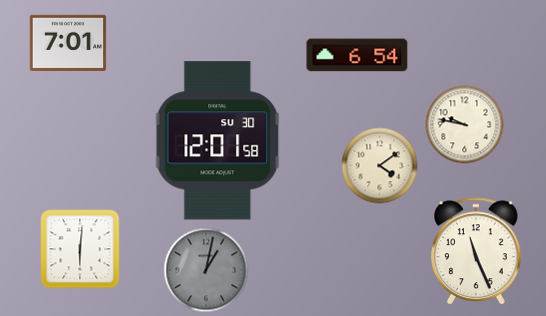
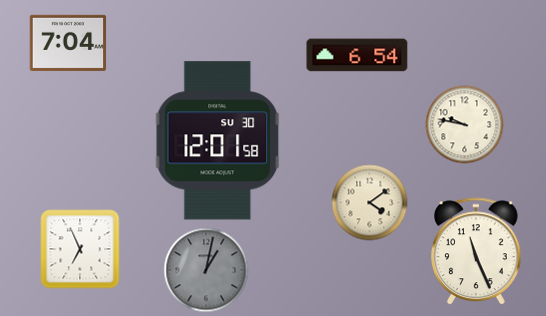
clock at (68, 43): 7:01 -> 7:04
clock at (380, 166) position: (380, 166) -> (370, 203)
clock at (80, 249): 6:01 -> 6:56
